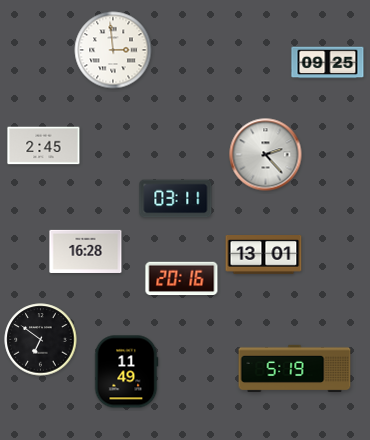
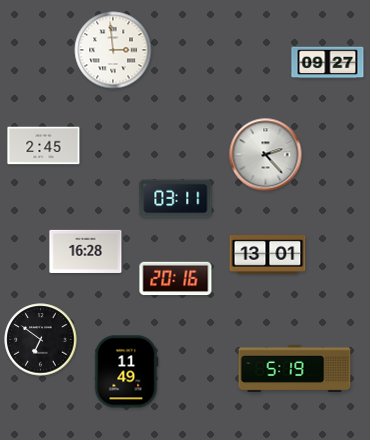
clock at (328, 63): 09:25 -> 09:27
clock at (264, 255) position: (264, 255) -> (268, 255)
clock at (182, 279) position: (182, 279) -> (176, 279)
